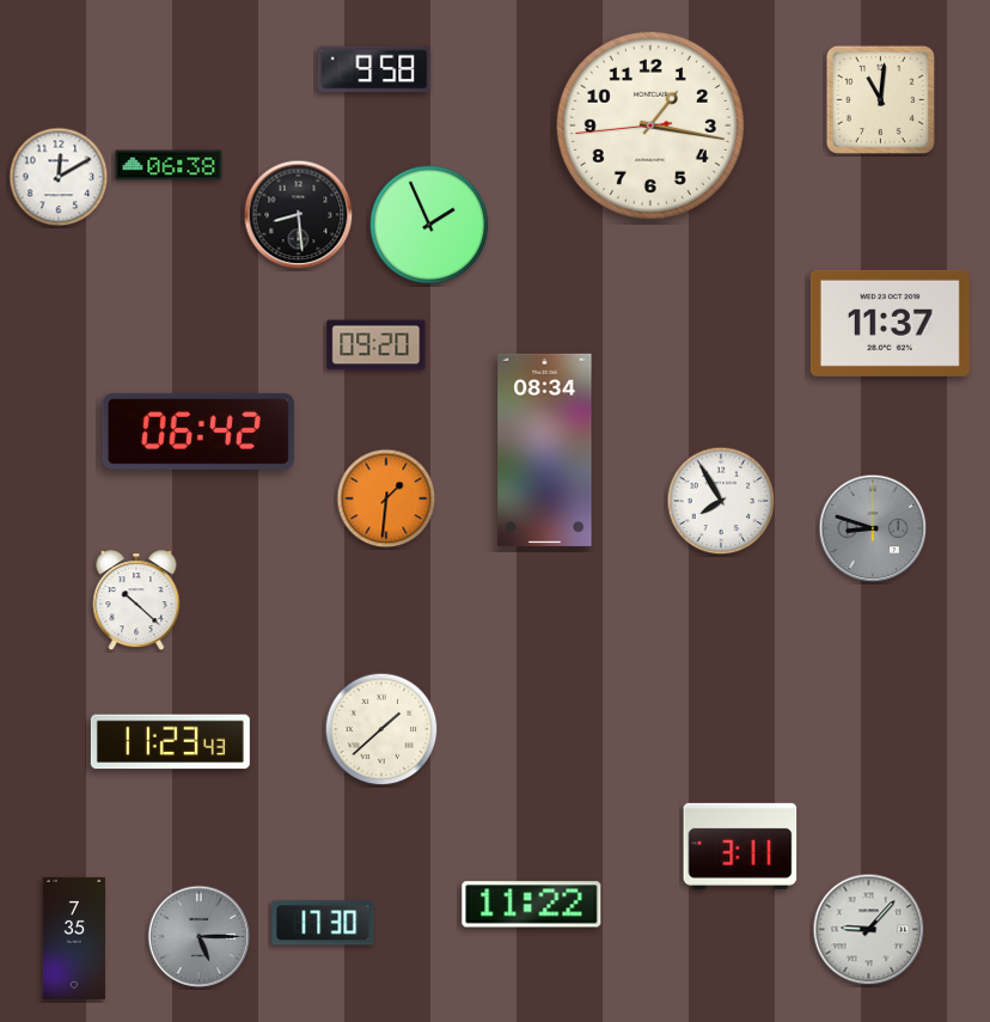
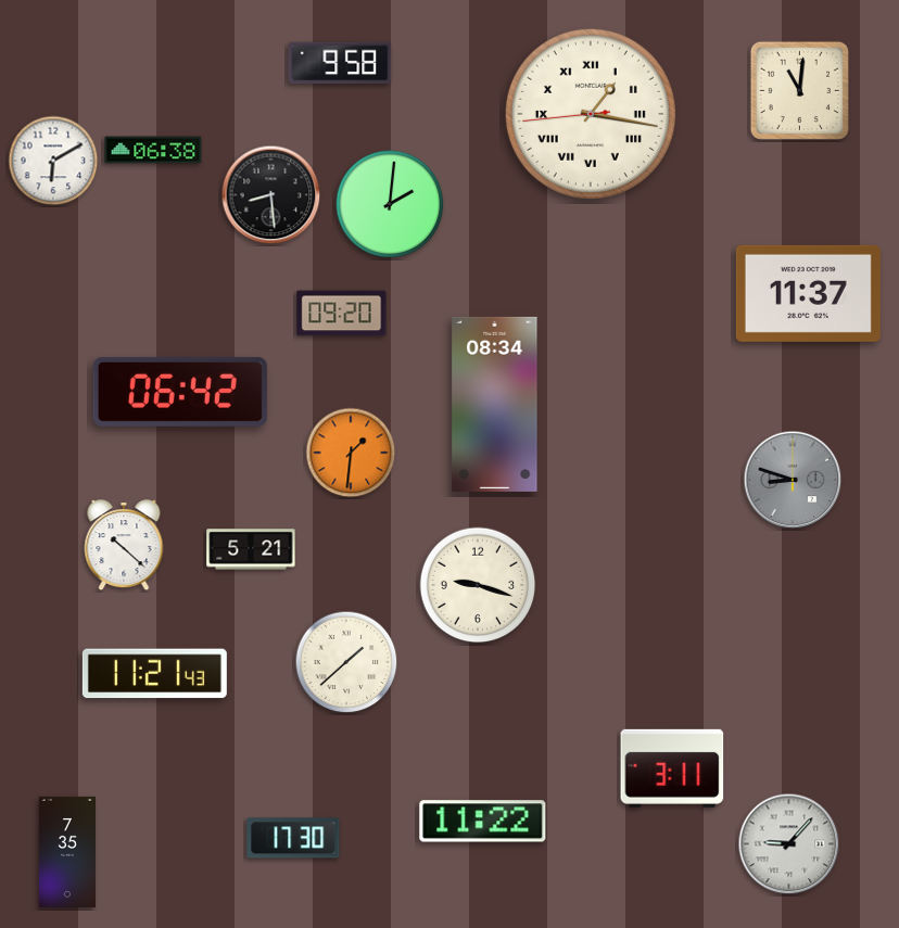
clock at (650, 126) numerals: Arabic -> Roman
clock at (59, 177): 12:10 -> 6:10
clock at (429, 225): 1:56 -> 2:01
clock at (545, 449) position: (545, 449) -> (495, 404)
clock at (721, 501): 7:55 -> none
clock at (251, 549): none -> 5:21
clock at (478, 585): none -> 9:18
clock at (170, 742): 11:23 -> 11:21
clock at (200, 937): 5:15 -> none
